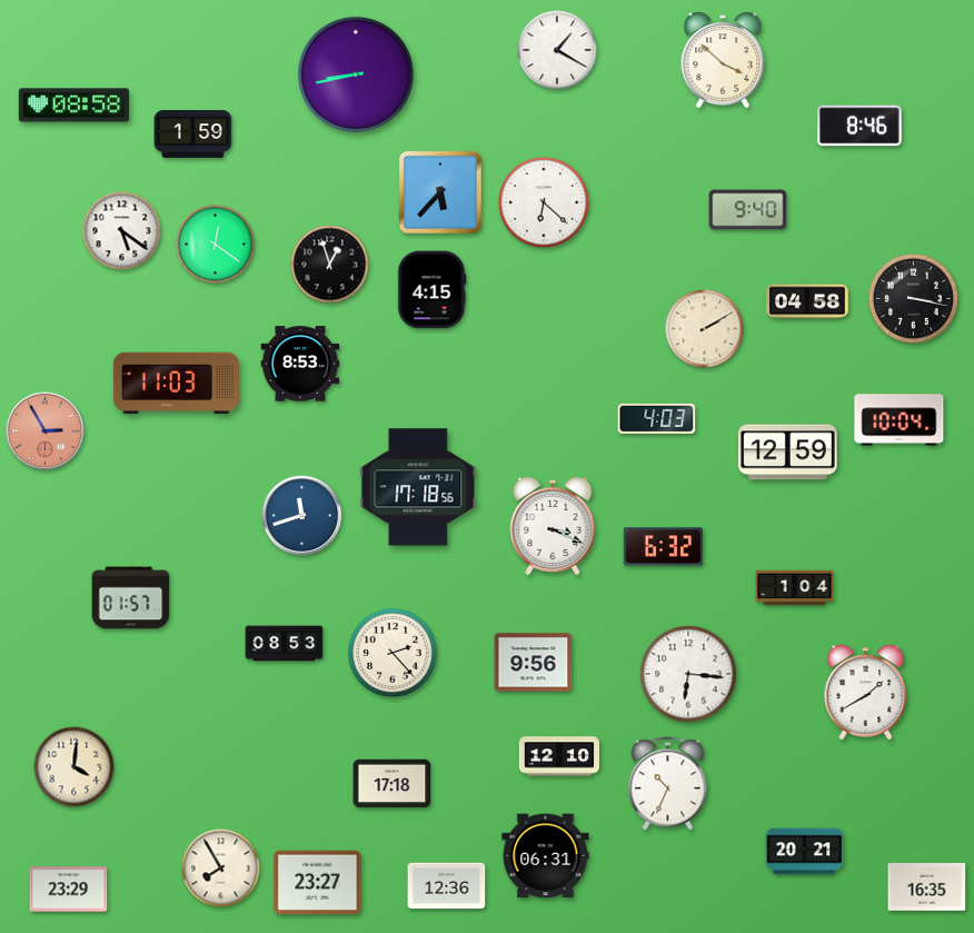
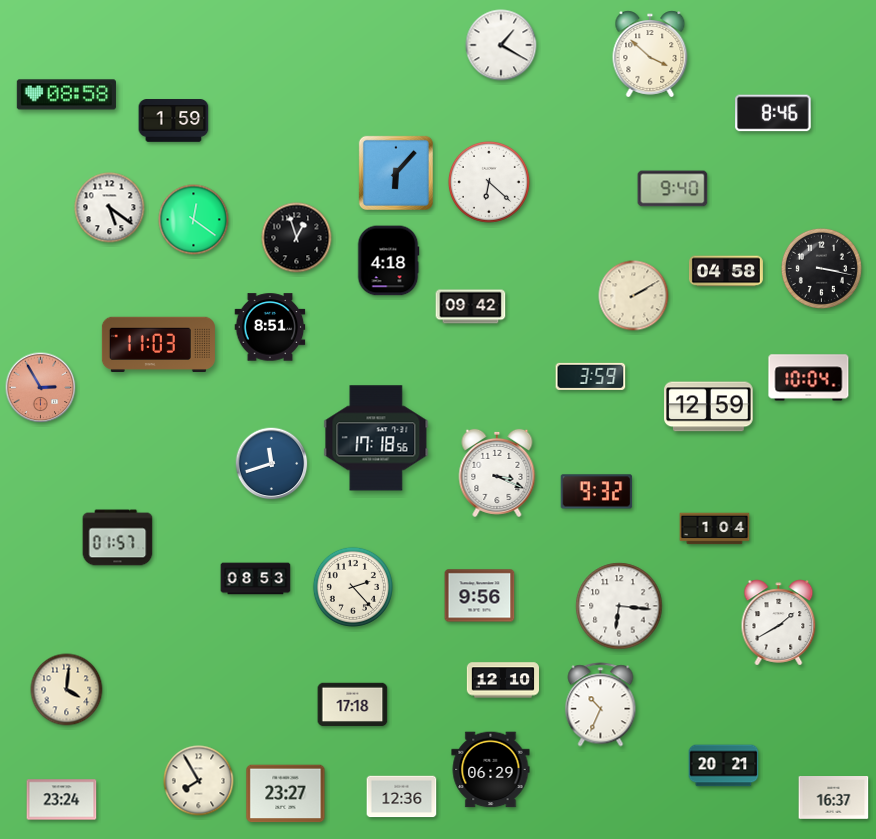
clock at (356, 75): 8:43 -> none
clock at (440, 192): 5:37 -> 6:07
clock at (431, 290): 4:15 -> 4:18
clock at (471, 307): none -> 09:42
clock at (300, 364): 8:53 -> 8:51
clock at (657, 418): 4:03 -> 3:59
clock at (664, 547): 6:32 -> 9:32
clock at (546, 856): 06:31 -> 06:29
clock at (927, 887): 16:35 -> 16:37
clock at (69, 890): 23:29 -> 23:24
